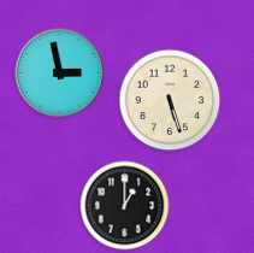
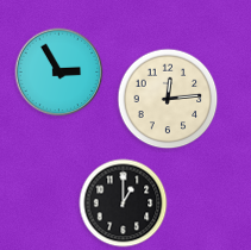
clock at (60, 73): 2:58 -> 2:55
clock at (170, 100): 5:27 -> 12:14
